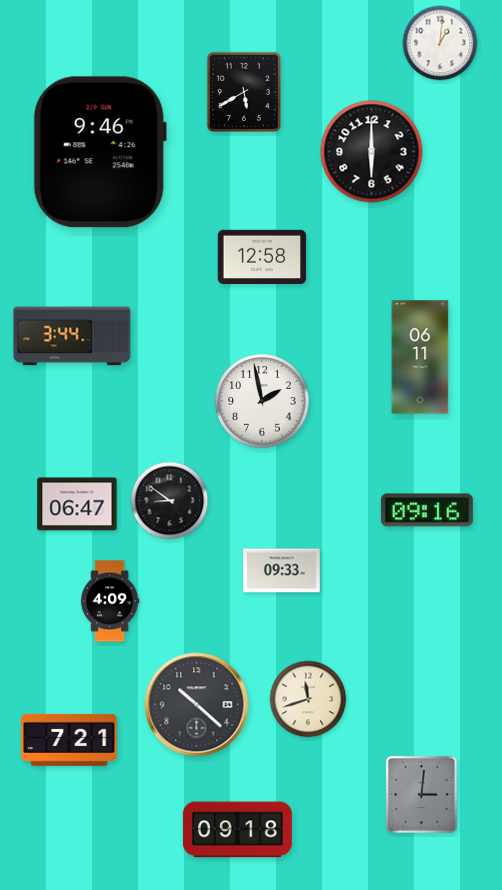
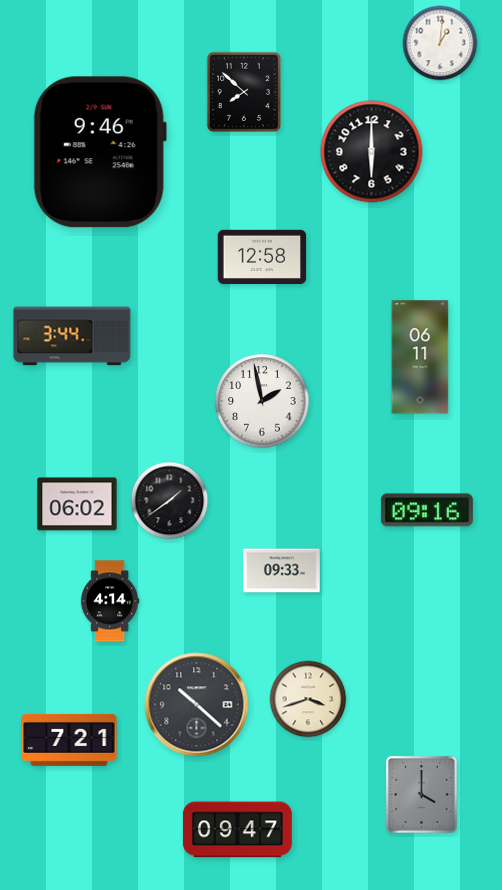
clock at (244, 91): 5:40 -> 7:52
clock at (170, 501): 8:51 -> 1:39
clock at (77, 504): 06:47 -> 06:02
clock at (110, 601): 4:09 -> 4:14
clock at (308, 699): 11:42 -> 3:42
clock at (421, 794): 3:01 -> 4:00
clock at (237, 830): 09:18 -> 09:47
